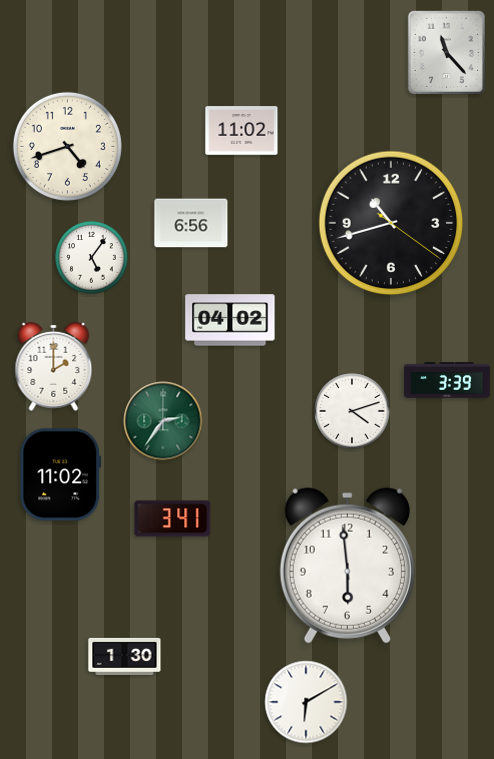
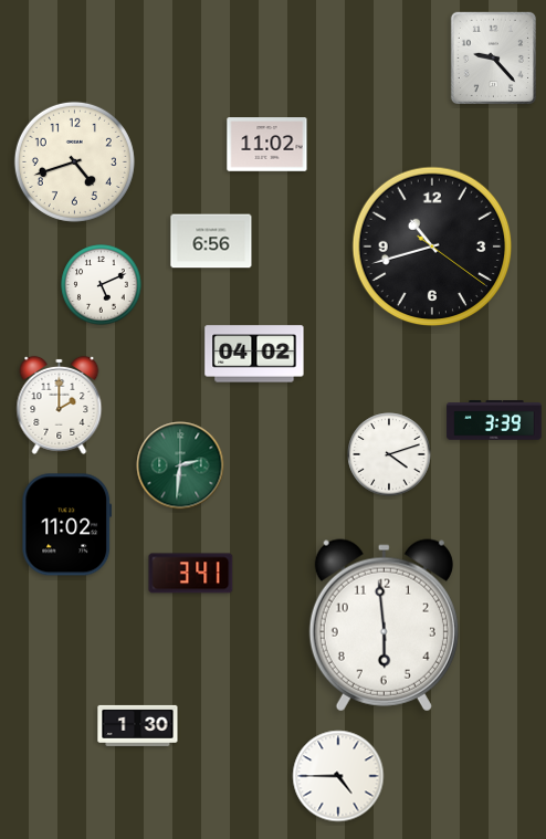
clock at (446, 52): 11:23 -> 9:23
clock at (191, 223) position: (191, 223) -> (211, 241)
clock at (92, 258): 5:06 -> 5:11
clock at (163, 421): 2:36 -> 2:31
clock at (306, 702): 6:10 -> 4:45
